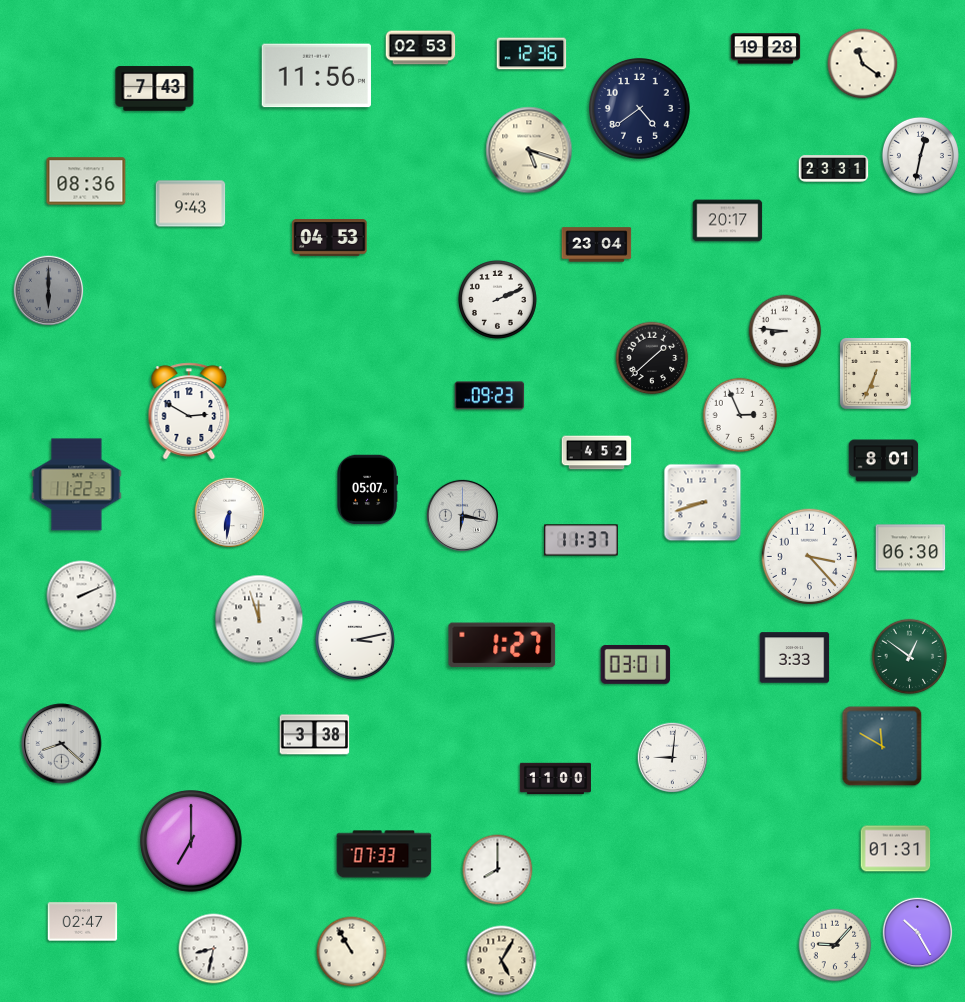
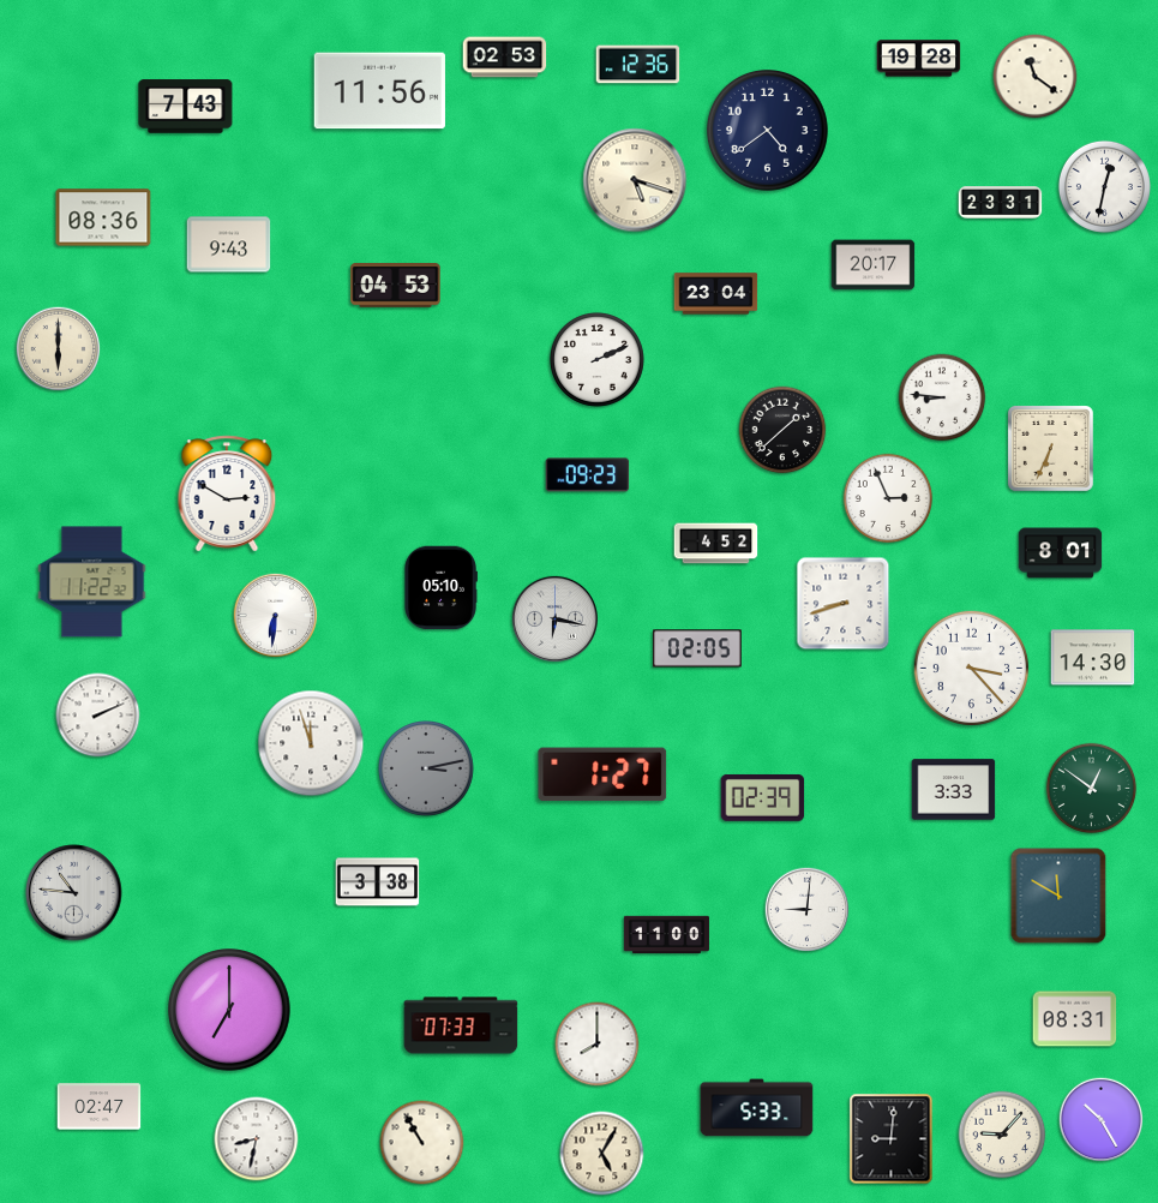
clock at (49, 291) dial: grey -> cream
clock at (367, 490): 05:07 -> 05:10
clock at (581, 540): 11:37 -> 02:05
clock at (911, 548): 06:30 -> 14:30
clock at (356, 641) dial: white -> grey
clock at (636, 664): 03:01 -> 02:39
clock at (62, 744): 8:22 -> 10:46
clock at (896, 849): 01:31 -> 08:31
clock at (757, 1108): none -> 5:33
clock at (892, 1139): none -> 9:01
